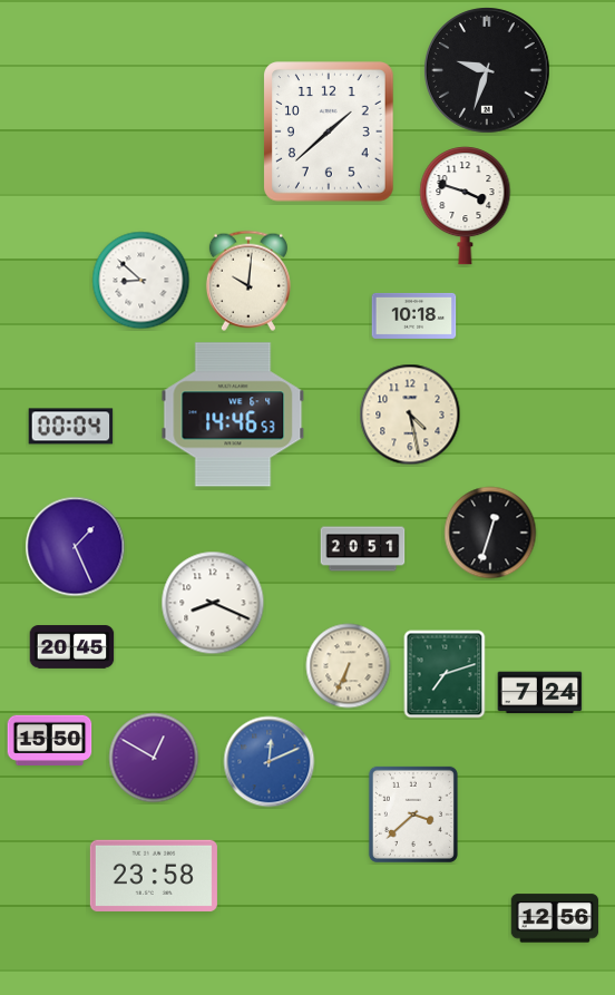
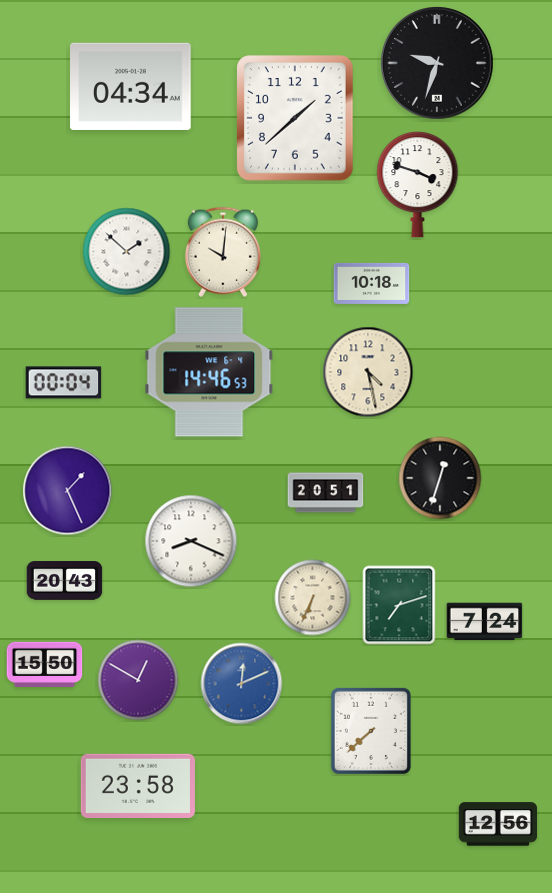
clock at (131, 86): none -> 04:34
clock at (141, 281): 8:52 -> 1:52
clock at (72, 647): 20:45 -> 20:43
clock at (413, 814): 3:38 -> 7:38
